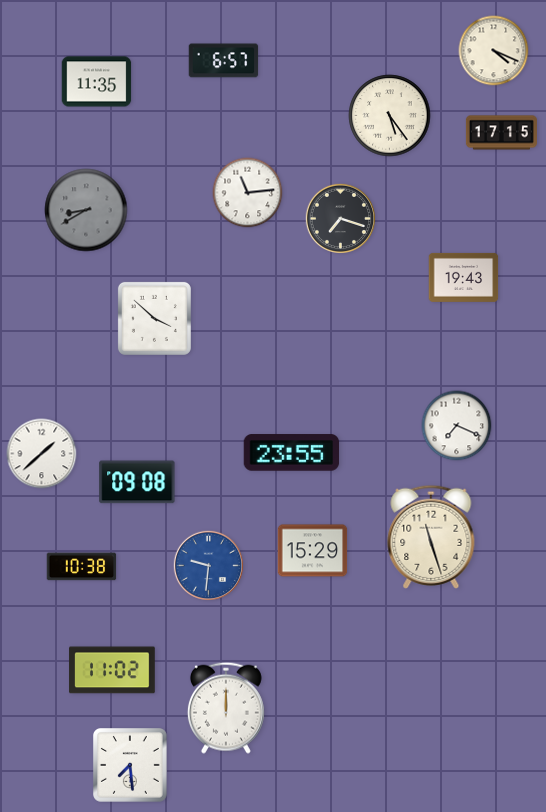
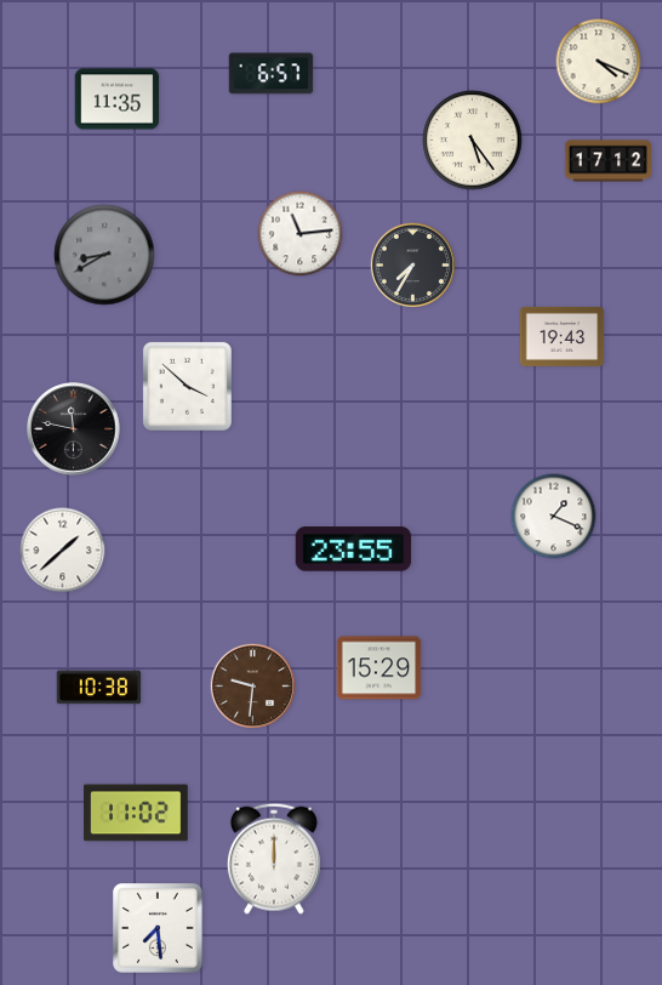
clock at (501, 133): 17:15 -> 17:12
clock at (341, 219): 7:18 -> 7:35
clock at (74, 429): none -> 11:47
clock at (457, 426): 7:19 -> 1:19
clock at (42, 454) position: (42, 454) -> (63, 551)
clock at (137, 482): 09:08 -> none
clock at (431, 537): 11:27 -> none
clock at (209, 566) dial: blue -> brown
